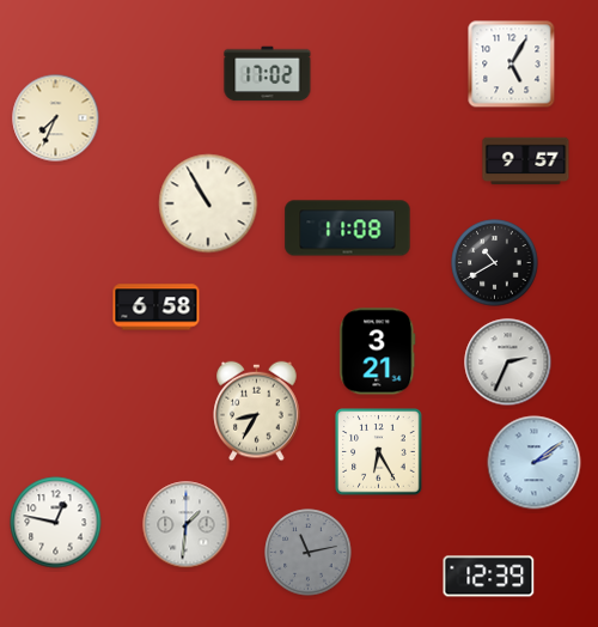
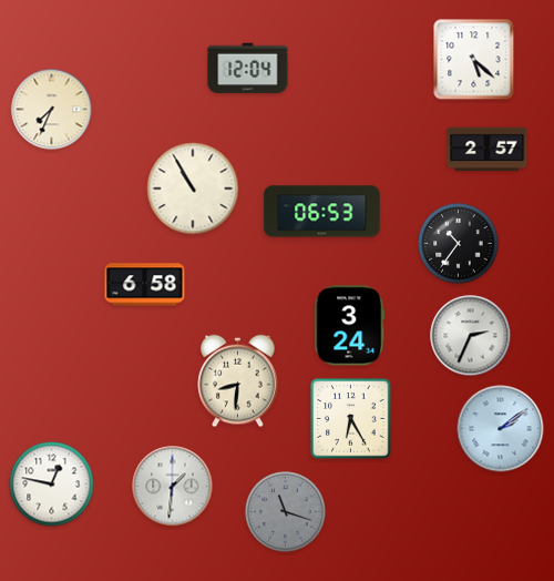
clock at (512, 65): 5:05 -> 5:22
clock at (268, 74): 17:02 -> 12:04
clock at (526, 162): 9:57 -> 2:57
clock at (348, 229): 11:08 -> 06:53
clock at (495, 263): 10:40 -> 10:36
clock at (378, 352): 3:21 -> 3:24
clock at (257, 412): 8:35 -> 8:31
clock at (535, 463) position: (535, 463) -> (501, 429)
clock at (309, 553): 11:13 -> 11:18
clock at (489, 577): 12:39 -> none
